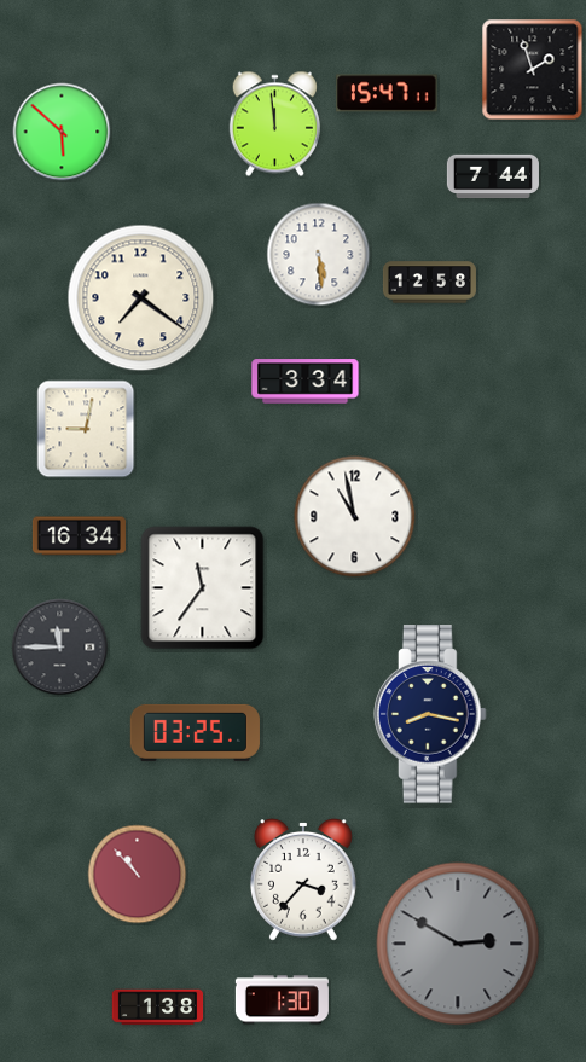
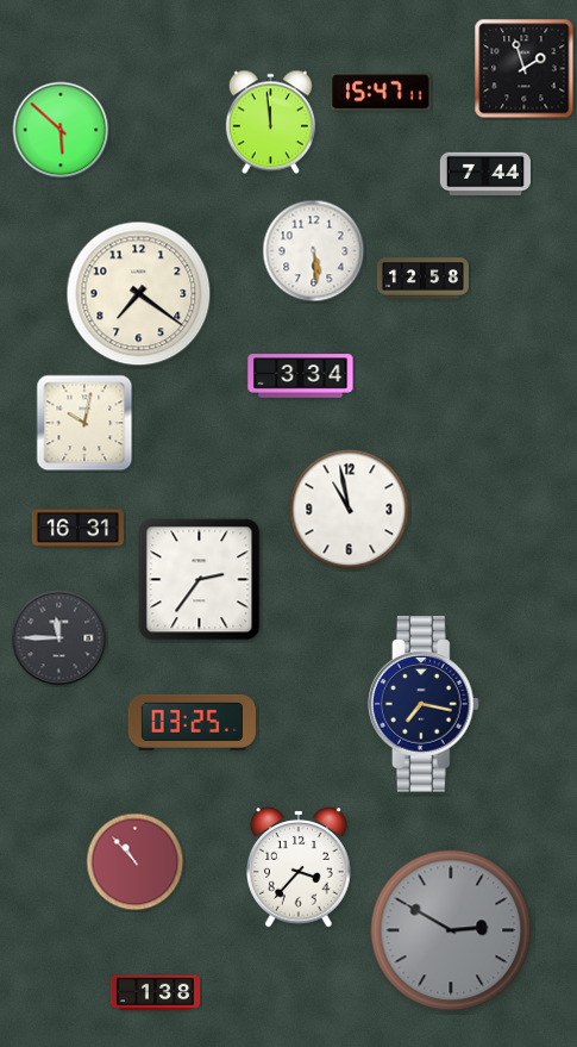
clock at (86, 429): 9:02 -> 10:02
clock at (79, 536): 16:34 -> 16:31
clock at (203, 588): 11:36 -> 2:36
clock at (431, 714): 8:17 -> 7:17
clock at (282, 1000): 1:30 -> none
